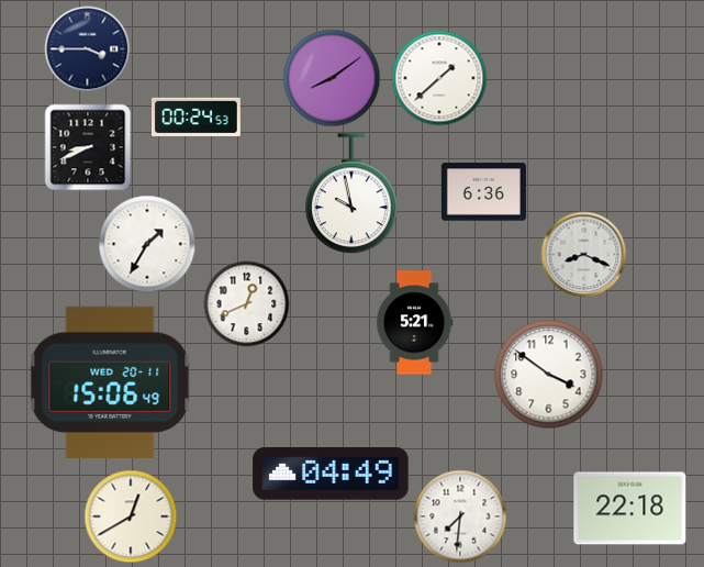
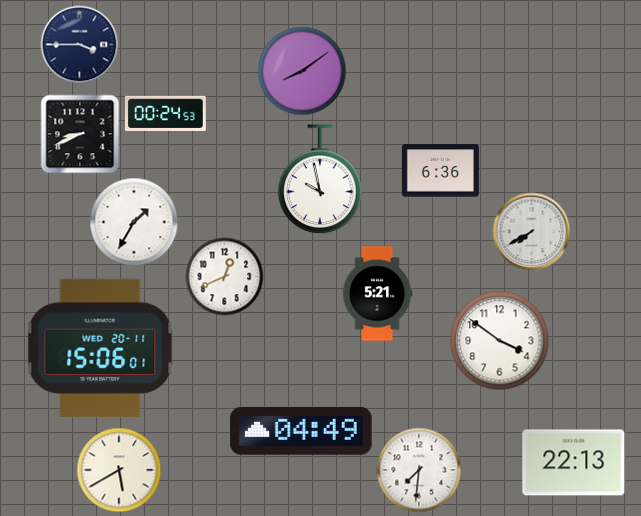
clock at (439, 78): 1:38 -> none
clock at (195, 118) position: (195, 118) -> (165, 114)
clock at (483, 192) position: (483, 192) -> (440, 171)
clock at (351, 193) position: (351, 193) -> (320, 179)
clock at (583, 254): 8:19 -> 7:40
clock at (110, 382): 15:06:49 -> 15:06:01
clock at (630, 509): 22:18 -> 22:13
clock at (131, 516): 12:40 -> 5:40
